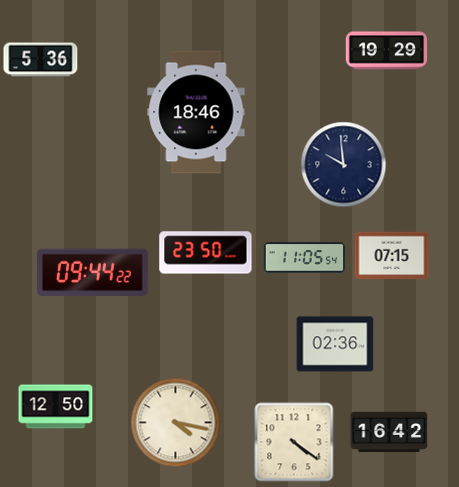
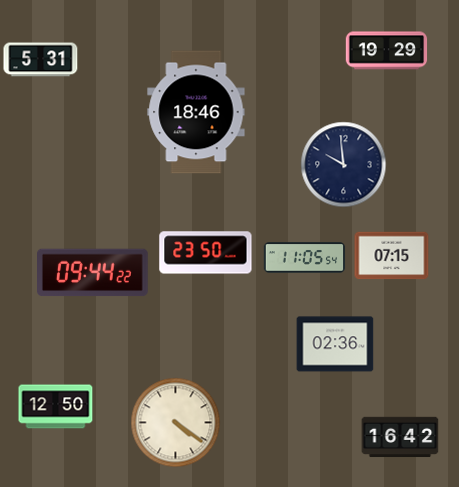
clock at (41, 60): 5:36 -> 5:31
clock at (176, 423): 4:17 -> 4:21
clock at (389, 432) position: (389, 432) -> (400, 437)
clock at (294, 442): 4:21 -> none
